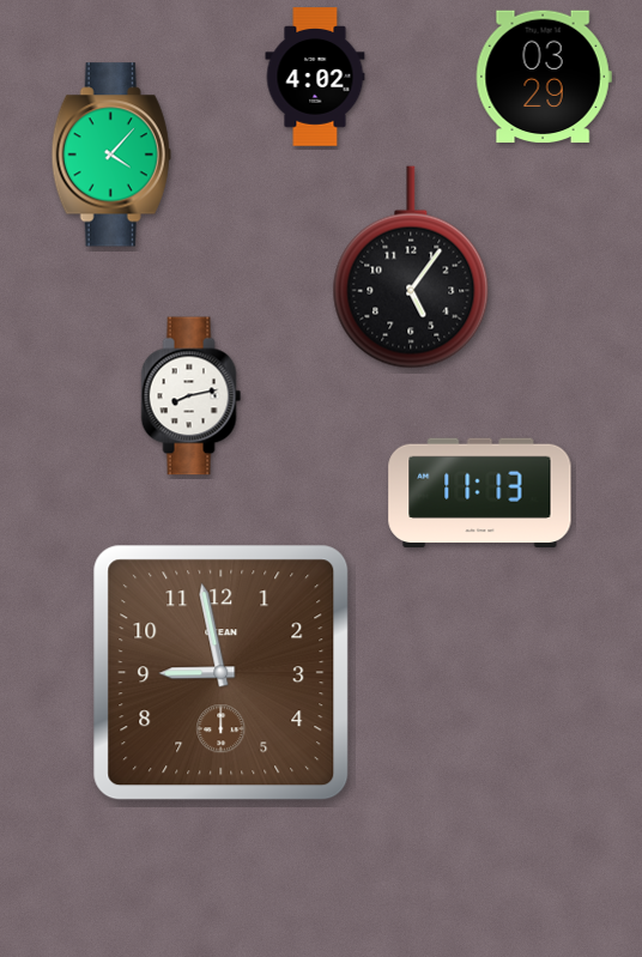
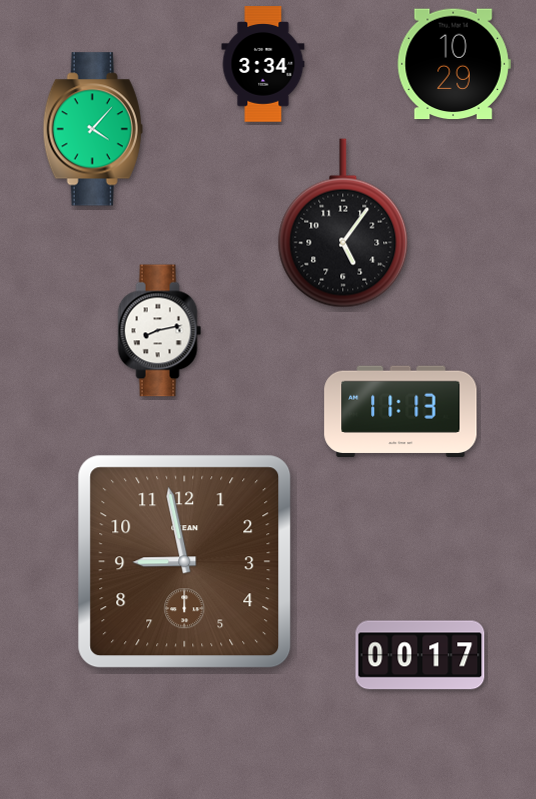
clock at (315, 77): 4:02 -> 3:34
clock at (544, 77): 03:29 -> 10:29
clock at (420, 655): none -> 00:17
